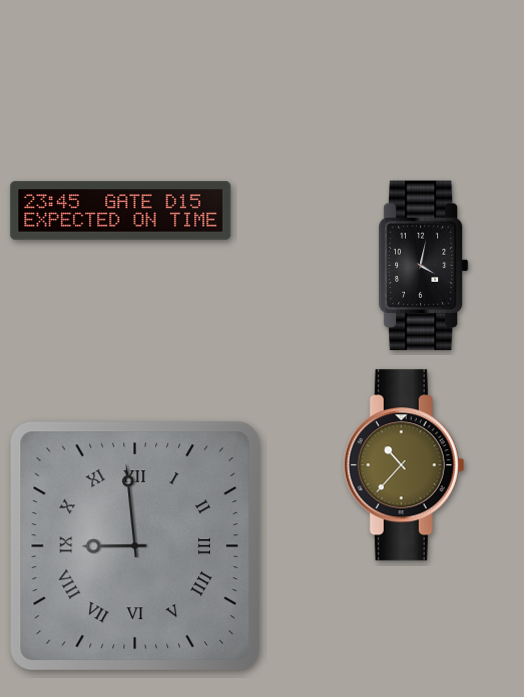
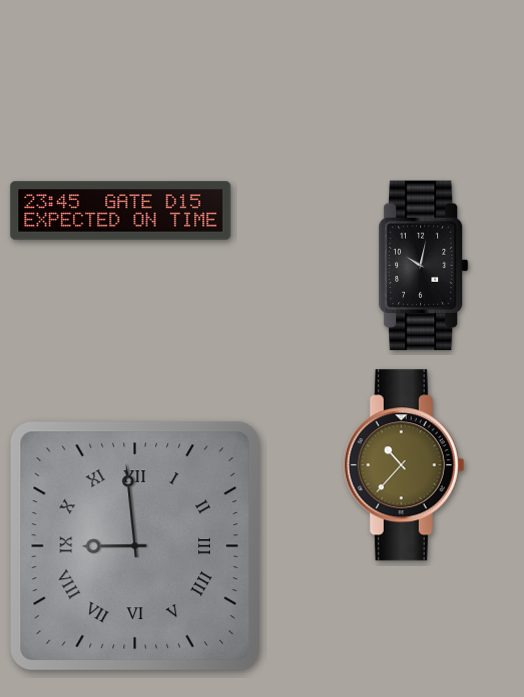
clock at (423, 266): 4:02 -> 10:02
